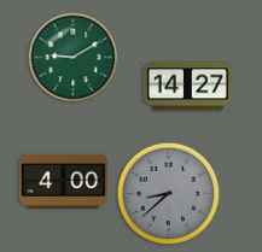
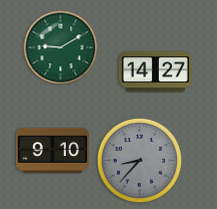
clock at (63, 181): 4:00 -> 9:10
clock at (169, 194): 8:38 -> 8:37
